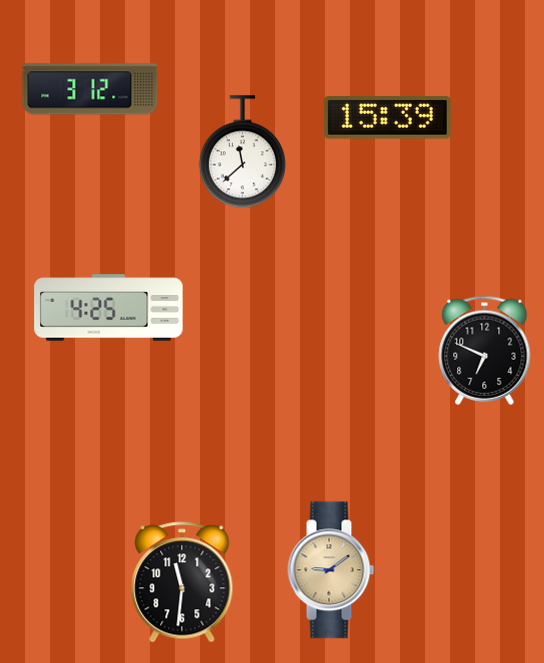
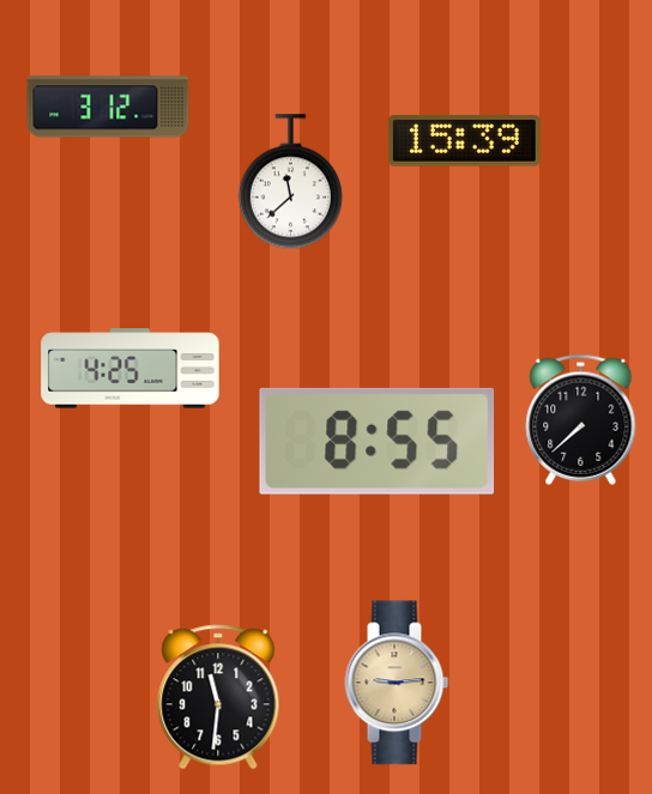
clock at (485, 350): 6:49 -> 7:38
clock at (378, 441): none -> 8:55
clock at (331, 570): 9:09 -> 9:14
